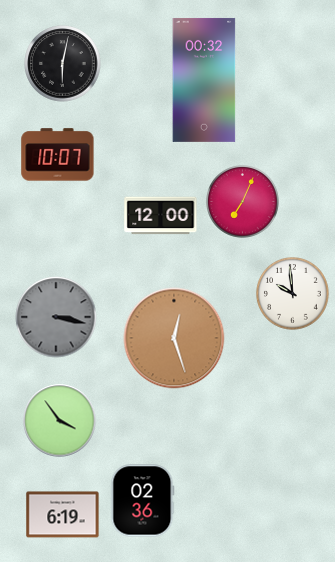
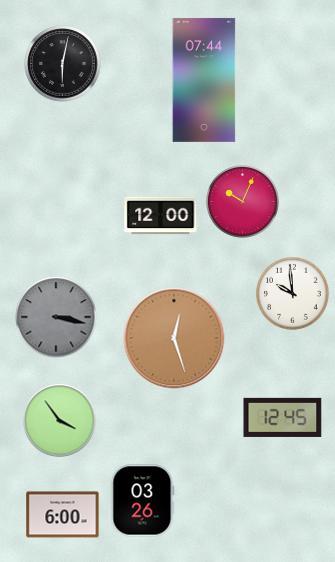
clock at (204, 80): 00:32 -> 07:44
clock at (58, 155): 10:07 -> none
clock at (243, 202): 7:04 -> 10:04
clock at (283, 417): none -> 12:45
clock at (143, 501): 02:36 -> 03:26
clock at (63, 515): 6:19 -> 6:00
